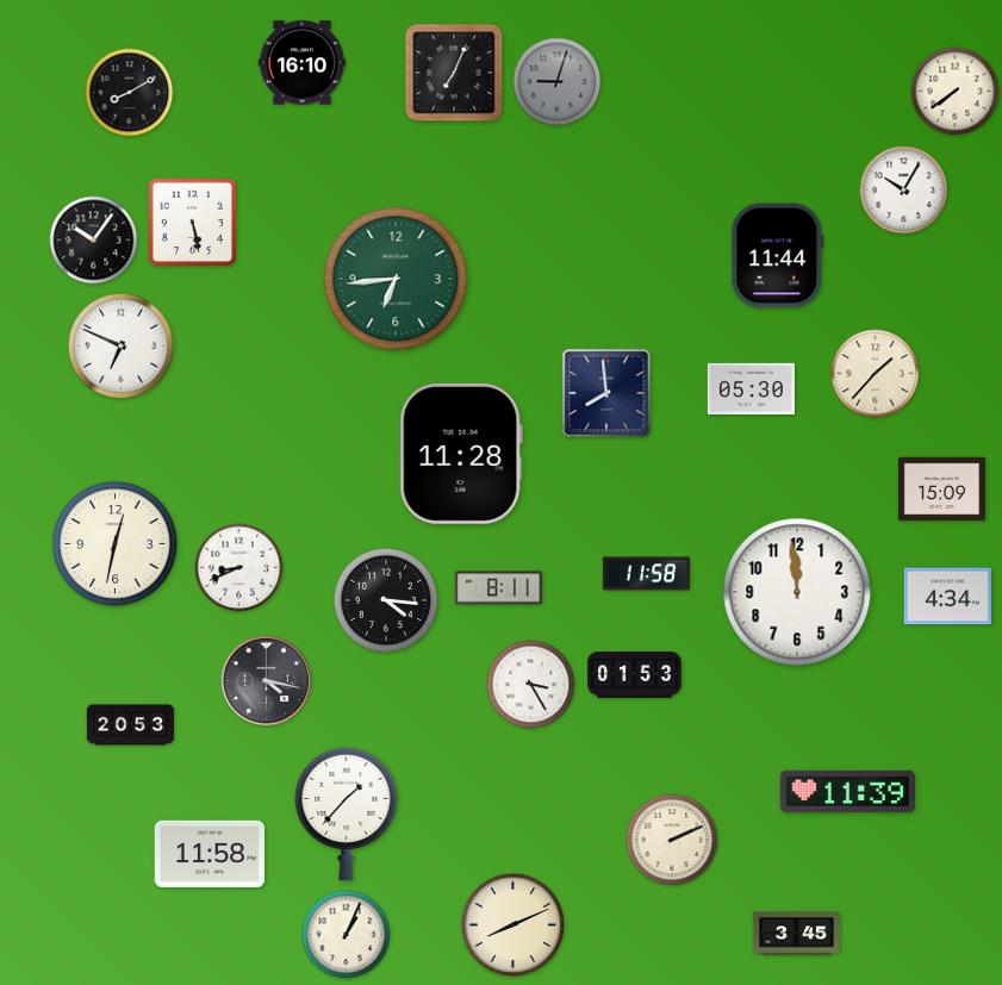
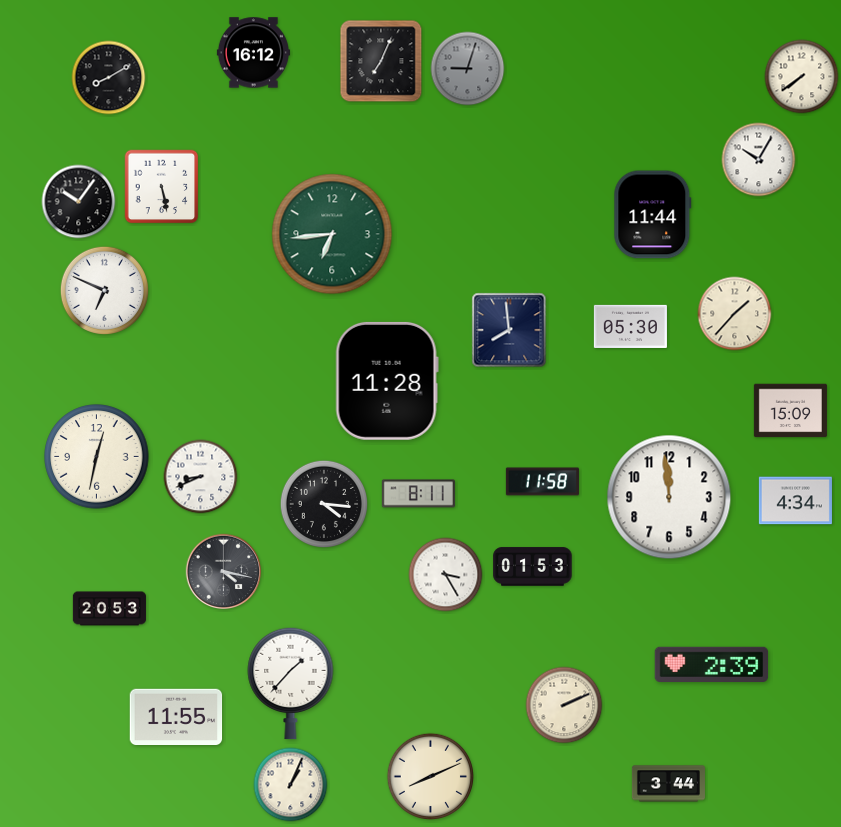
clock at (301, 63): 16:10 -> 16:12
clock at (120, 345) position: (120, 345) -> (104, 290)
clock at (848, 791): 11:39 -> 2:39
clock at (210, 854): 11:58 -> 11:55
clock at (796, 934): 3:45 -> 3:44
